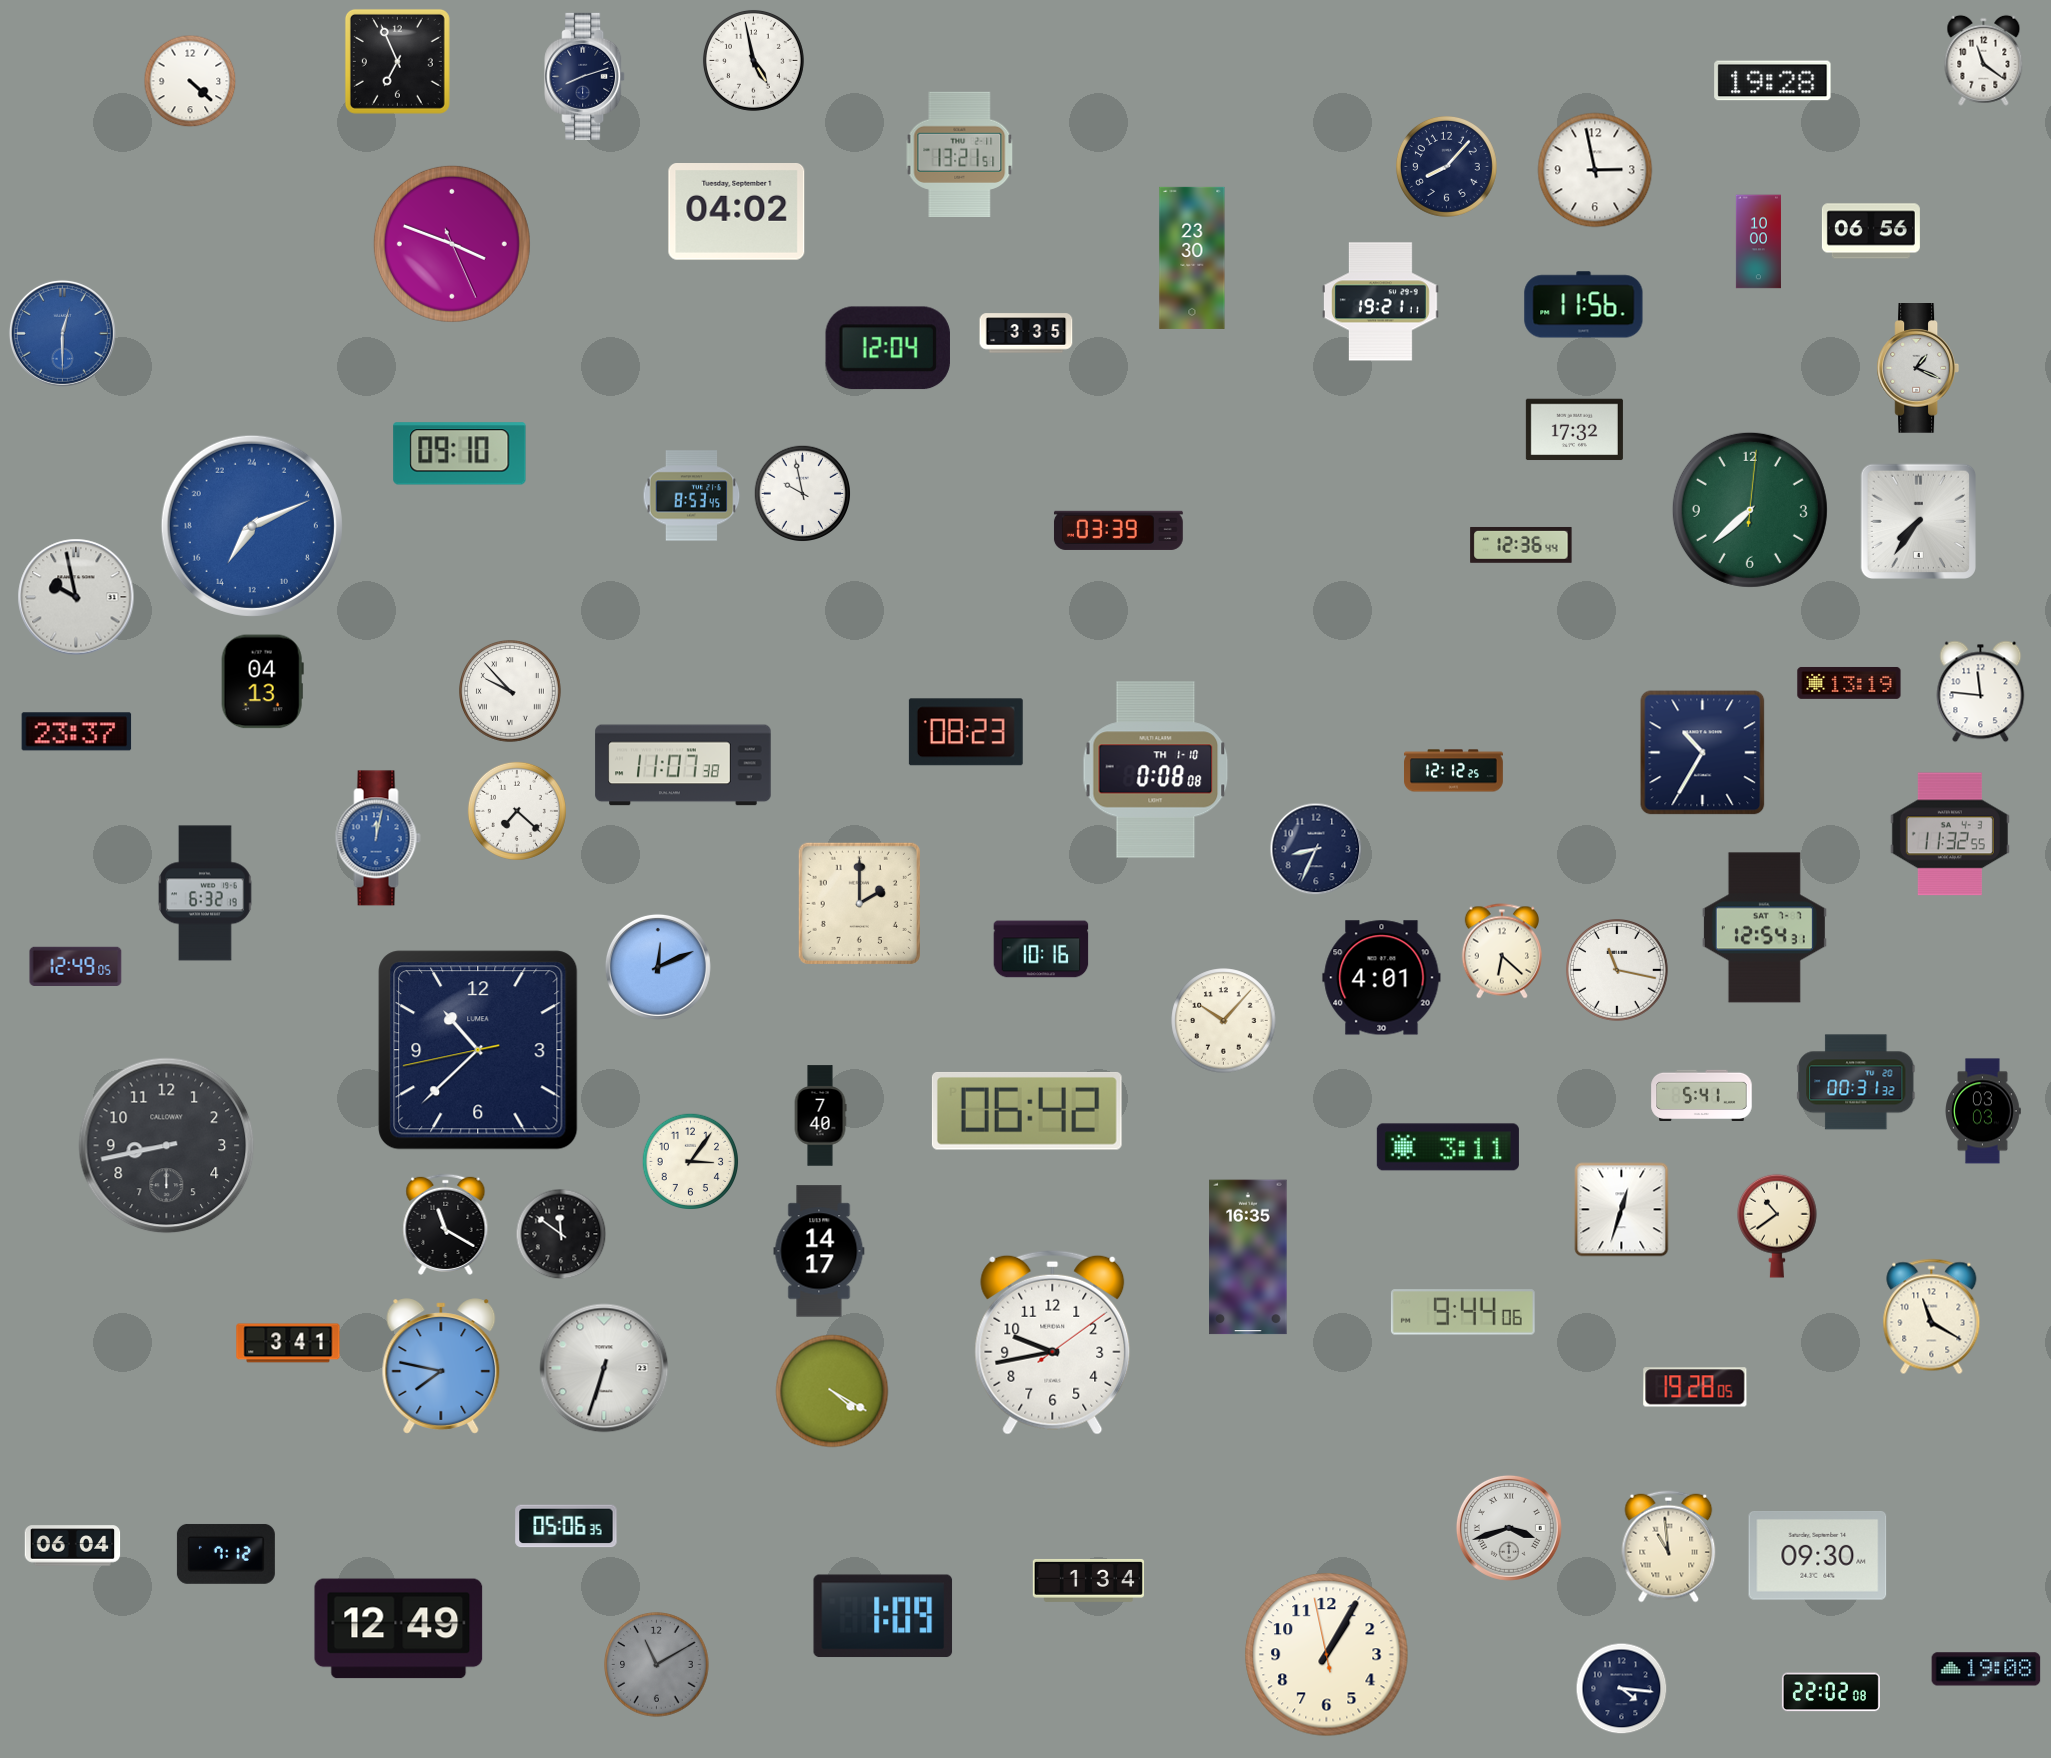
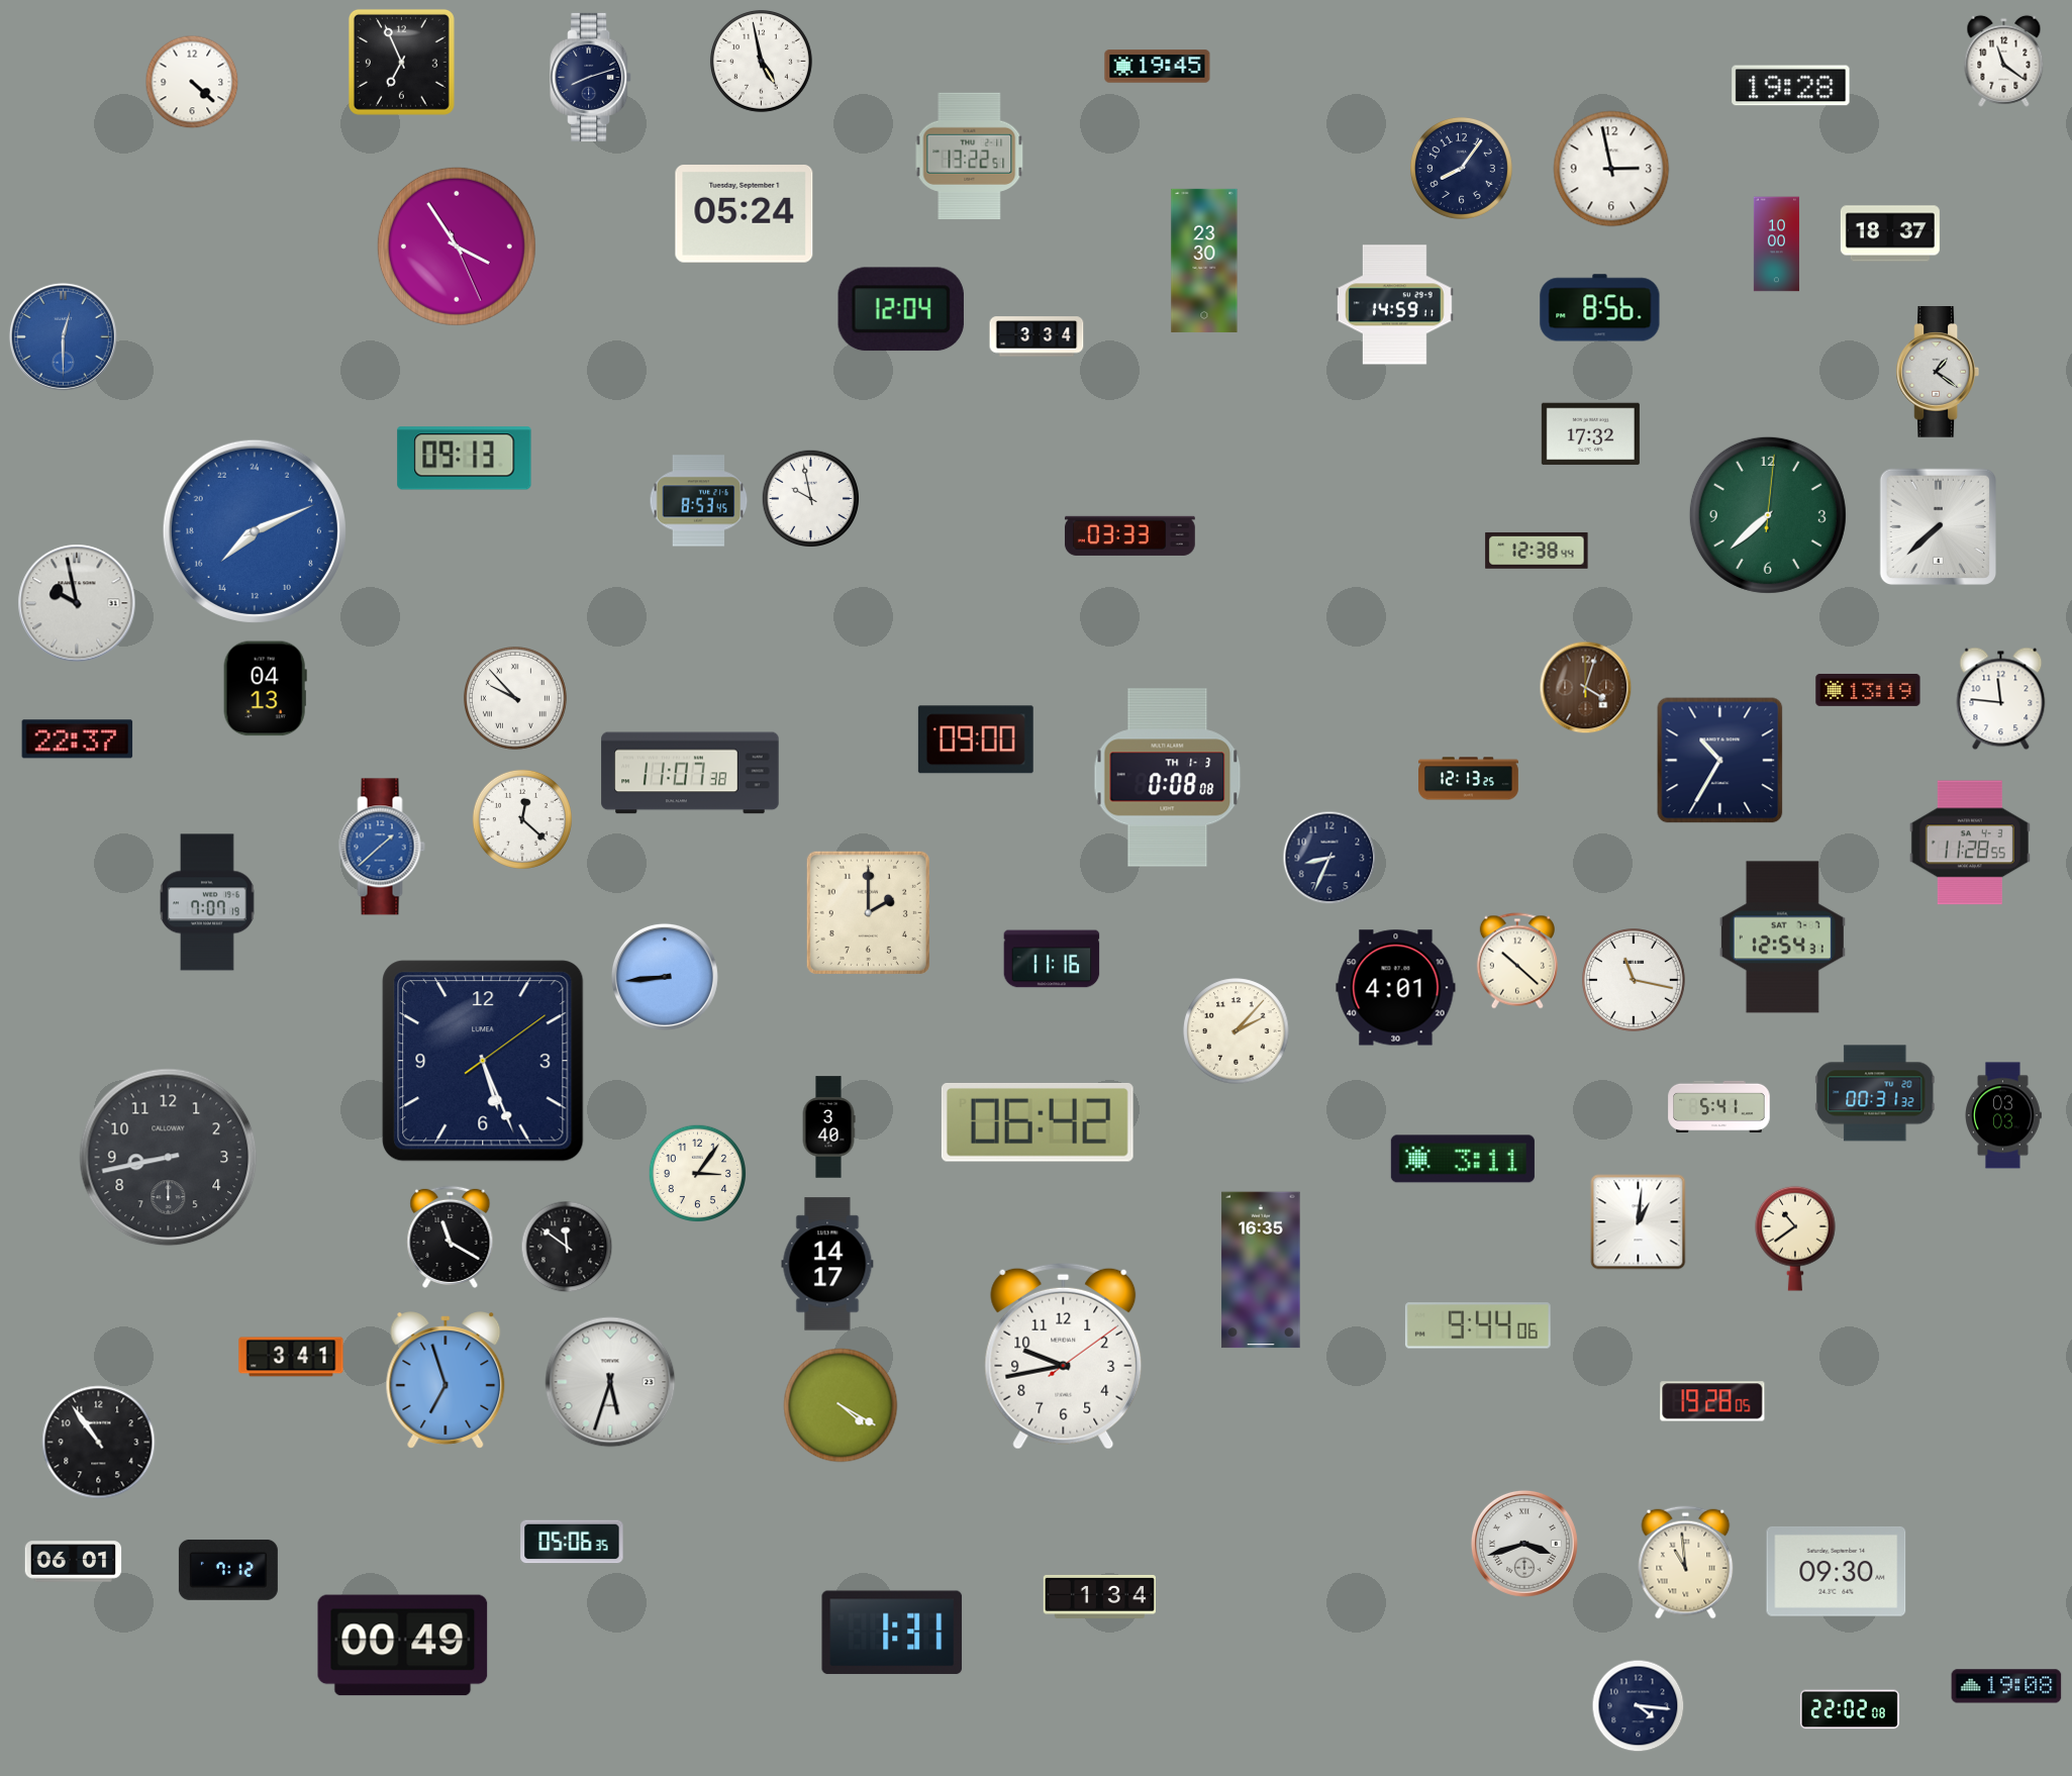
clock at (1158, 67): none -> 19:45
clock at (1773, 81) position: (1773, 81) -> (1791, 86)
clock at (960, 154): 13:21 -> 13:22
clock at (1446, 166): 8:07 -> 8:06
clock at (1595, 170) position: (1595, 170) -> (1611, 169)
clock at (737, 212): 04:02 -> 05:24
clock at (1871, 231): 06:56 -> 18:37
clock at (452, 244): 3:48 -> 3:54
clock at (1380, 302): 19:21 -> 14:59
clock at (1584, 305): 11:56 -> 8:56
clock at (1026, 333): 3:35 -> 3:34
clock at (888, 348) position: (888, 348) -> (901, 309)
clock at (1917, 368): 1:19 -> 1:21
clock at (460, 454): 09:10 -> 09:13
clock at (1918, 521): 7:36 -> 7:38
clock at (252, 526): 14:11 -> 15:11
clock at (1118, 530): 03:39 -> 03:33
clock at (1521, 545): 12:36 -> 12:38
clock at (1586, 688): none -> 4:03
clock at (77, 732): 23:37 -> 22:37
clock at (966, 732): 08:23 -> 09:00
clock at (1156, 770) date: TH 1-10 -> TH 1-3
clock at (1454, 771): 12:12 -> 12:13
clock at (517, 811): 7:22 -> 12:22
clock at (1950, 834): 11:32 -> 11:28
clock at (378, 838): 12:02 -> 1:38
clock at (205, 893): 6:32 -> 7:07
clock at (1041, 949): 10:16 -> 11:16
clock at (1502, 951): 6:22 -> 10:22
clock at (76, 966): 12:49 -> none
clock at (658, 967): 12:11 -> 8:44
clock at (1224, 1021): 10:07 -> 2:07
clock at (478, 1050): 10:37 -> 5:26
clock at (1983, 1111) position: (1983, 1111) -> (2003, 1115)
clock at (820, 1116): 7:40 -> 3:40
clock at (1622, 1210): 12:33 -> 1:01
clock at (1932, 1317): 11:20 -> none
clock at (441, 1366): 7:47 -> 6:57
clock at (604, 1368): 6:33 -> 5:33
clock at (99, 1443): none -> 10:54
clock at (73, 1546): 06:04 -> 06:01
clock at (883, 1616): 1:09 -> 1:31
clock at (399, 1629): 12:49 -> 00:49
clock at (1327, 1655): 1:04 -> none
clock at (657, 1665): 11:10 -> none
